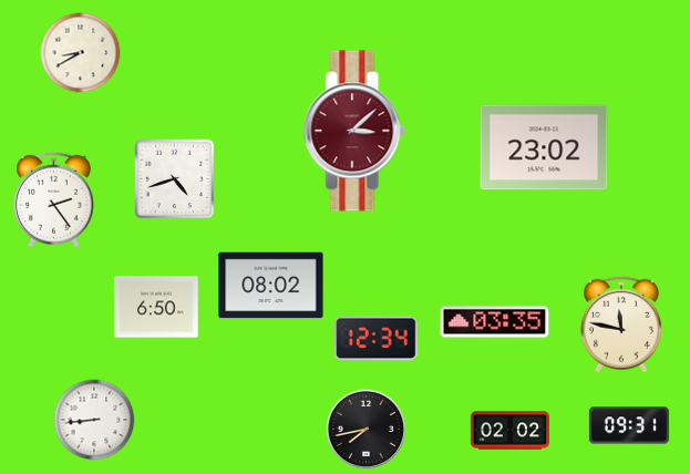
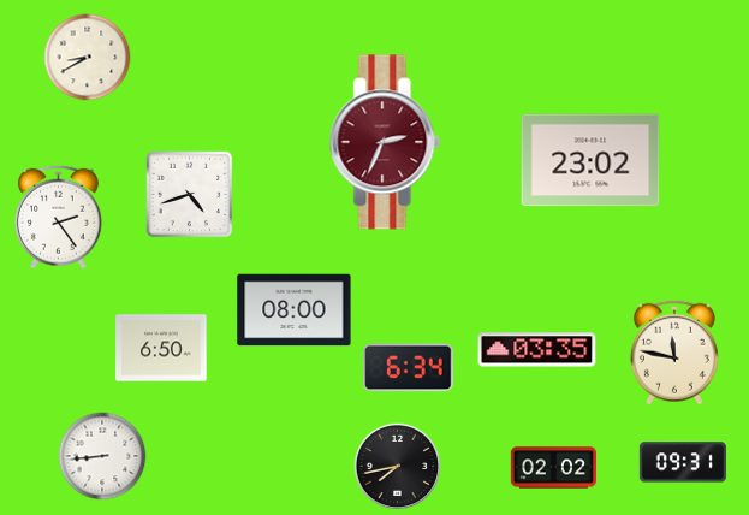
clock at (354, 131): 3:08 -> 2:34
clock at (271, 286): 08:02 -> 08:00
clock at (156, 307) position: (156, 307) -> (161, 348)
clock at (377, 339): 12:34 -> 6:34
